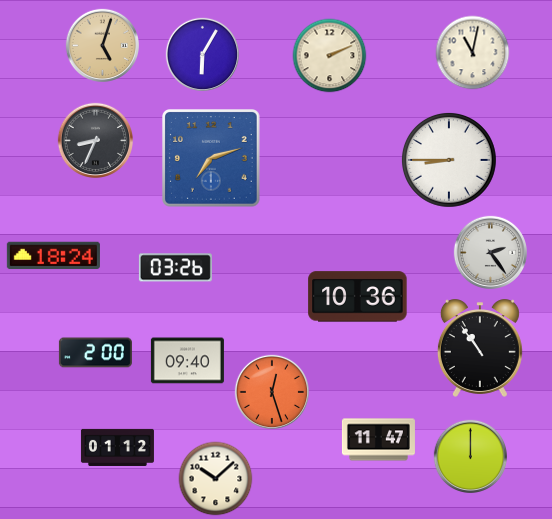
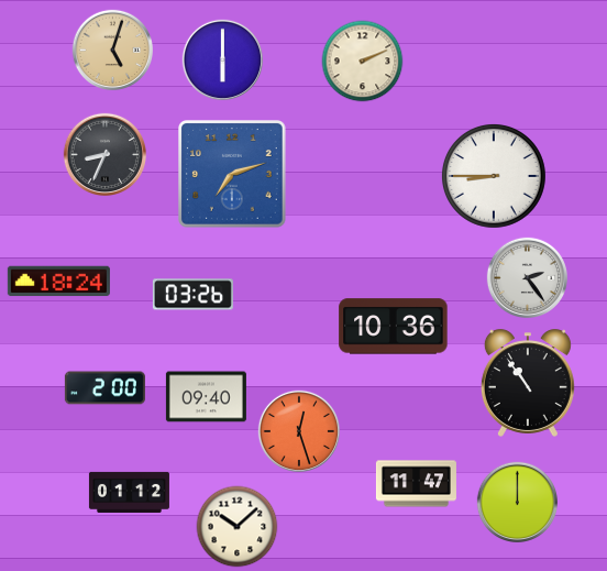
clock at (473, 53): 11:02 -> none
clock at (202, 54): 6:05 -> 6:00
clock at (490, 252) position: (490, 252) -> (527, 277)
